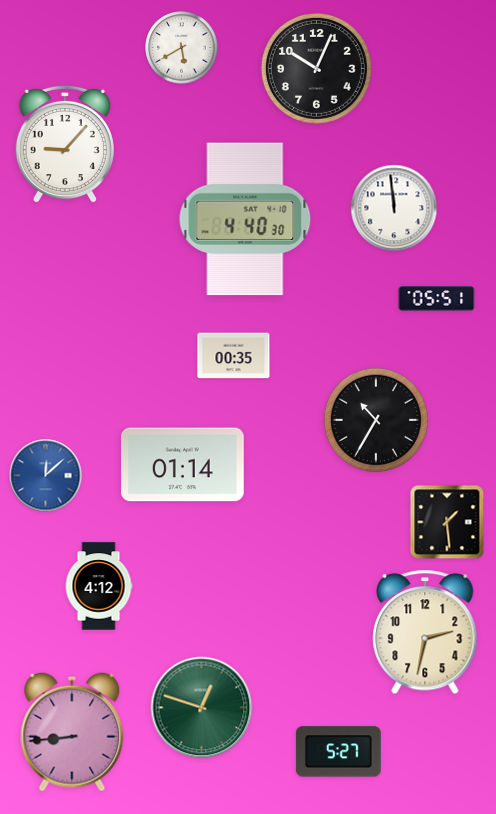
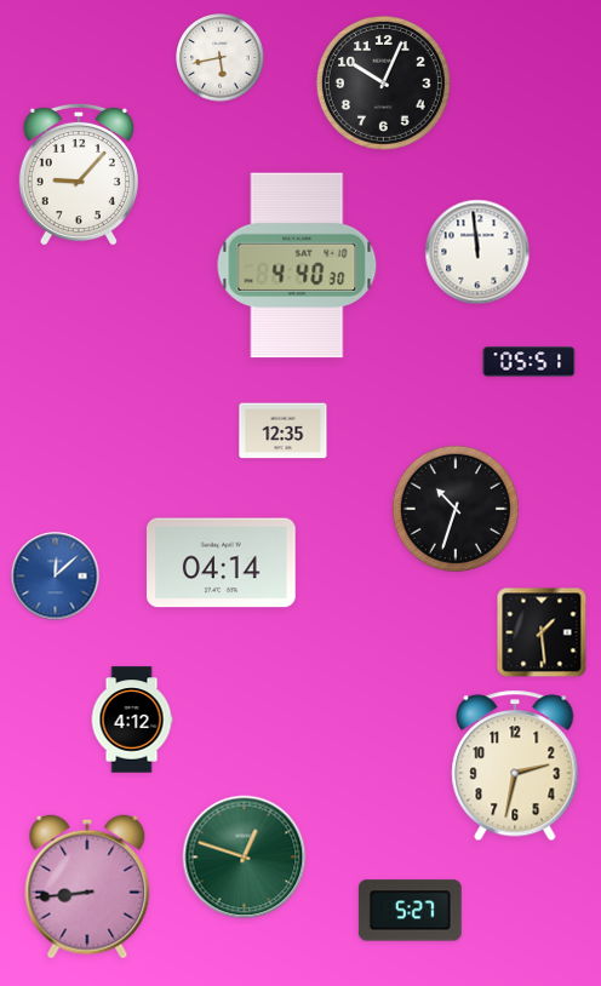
clock at (182, 48): 5:40 -> 5:43
clock at (234, 356): 00:35 -> 12:35
clock at (375, 419): 10:35 -> 10:33
clock at (183, 465): 01:14 -> 04:14
clock at (99, 586) position: (99, 586) -> (132, 720)
